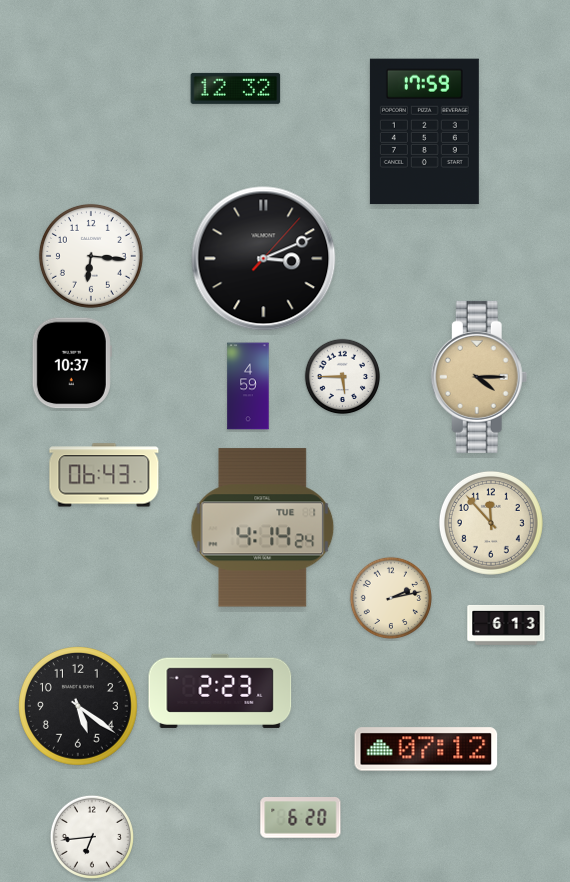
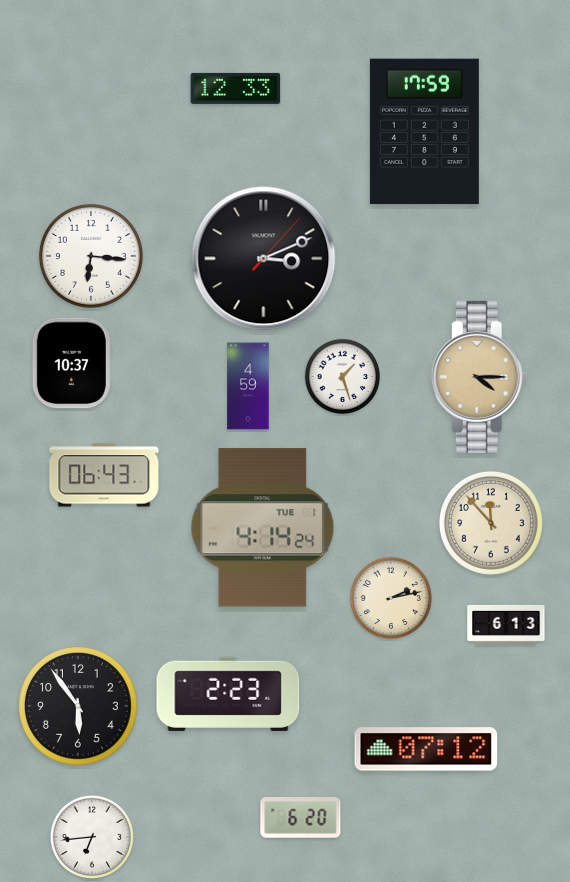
clock at (236, 88): 12:32 -> 12:33
clock at (343, 377): 5:45 -> 1:27
clock at (220, 691) position: (220, 691) -> (228, 694)
clock at (79, 707): 5:21 -> 5:54
